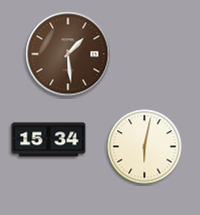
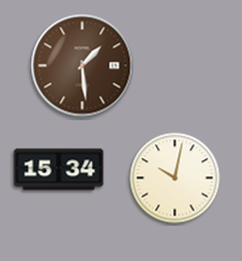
clock at (145, 147): 6:02 -> 10:02
